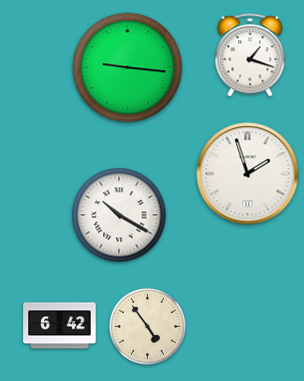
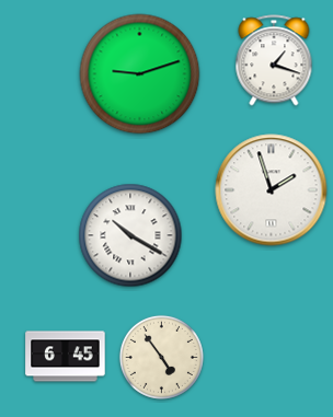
clock at (128, 68): 9:16 -> 9:12
clock at (60, 326): 6:42 -> 6:45
